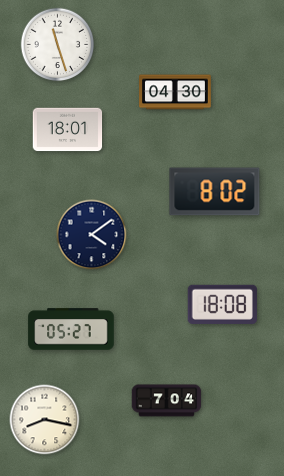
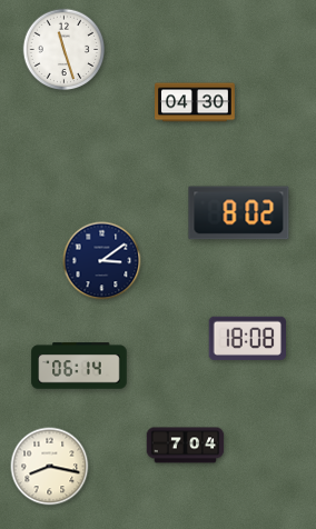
clock at (68, 130): 18:01 -> none
clock at (92, 235): 4:09 -> 3:09
clock at (71, 329): 05:27 -> 06:14
